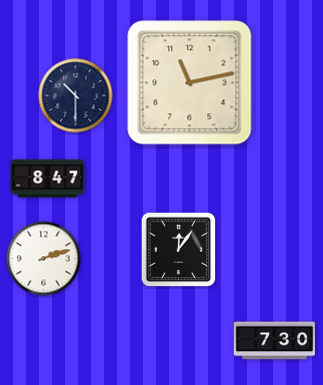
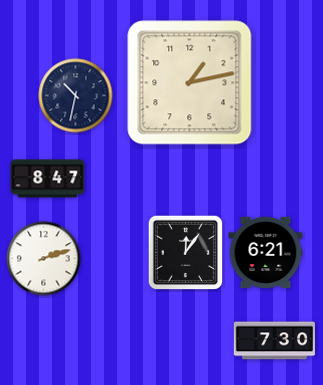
clock at (190, 83): 11:13 -> 1:13
clock at (76, 96): 10:30 -> 10:32
clock at (179, 250) position: (179, 250) -> (186, 253)
clock at (266, 252): none -> 6:21
